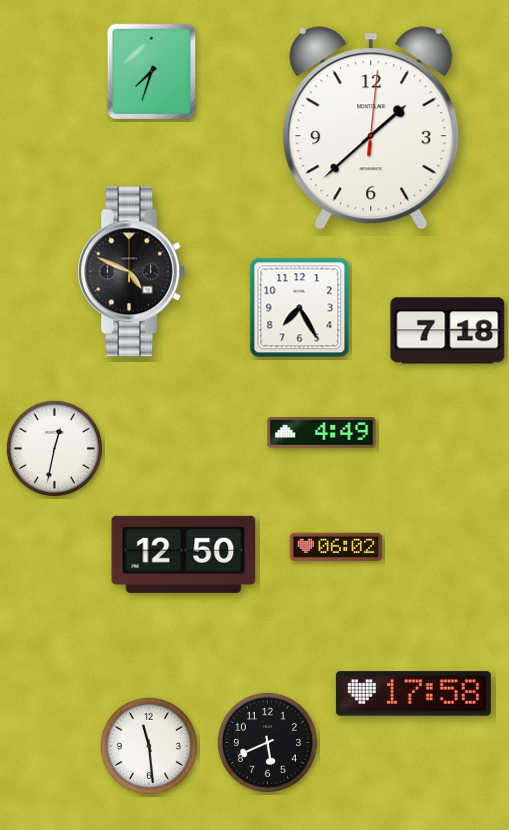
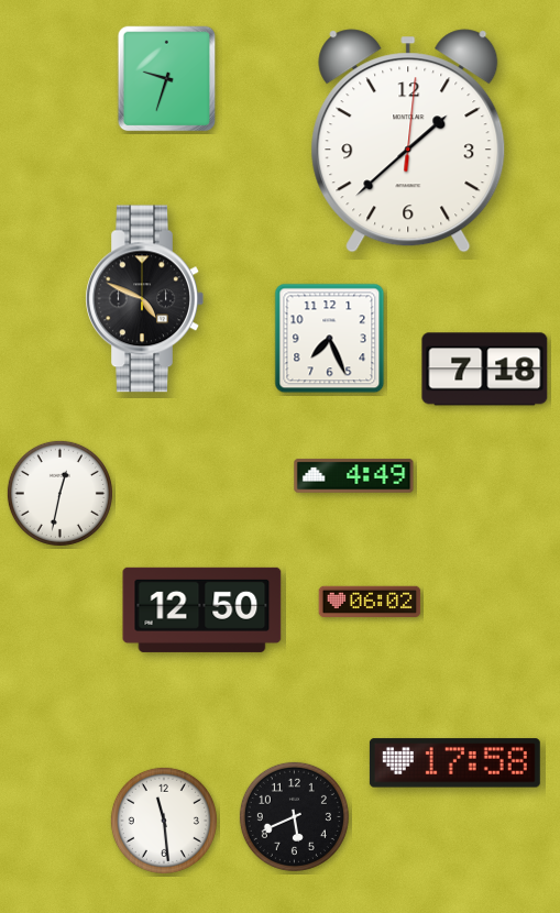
clock at (152, 72): 7:33 -> 9:33
clock at (300, 308): 7:25 -> 7:26
clock at (448, 331) position: (448, 331) -> (485, 370)
